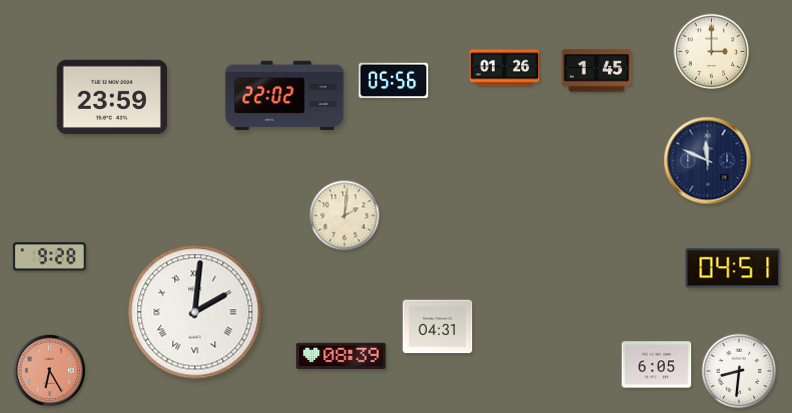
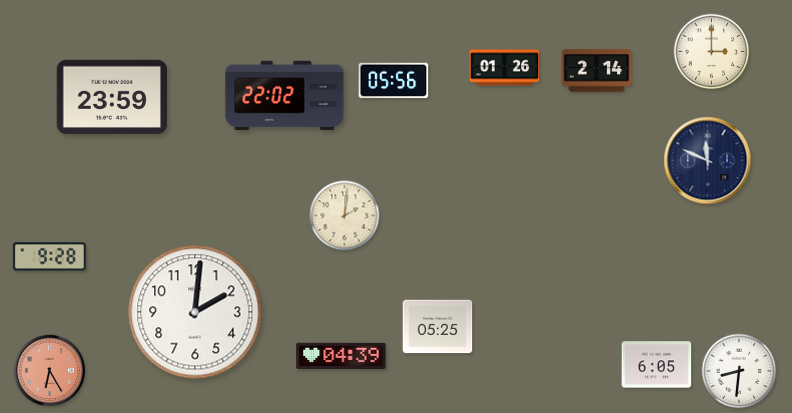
clock at (597, 71): 1:45 -> 2:14
clock at (733, 268): 04:51 -> none
clock at (195, 312) numerals: Roman -> Arabic
clock at (438, 327): 04:31 -> 05:25
clock at (341, 355): 08:39 -> 04:39
